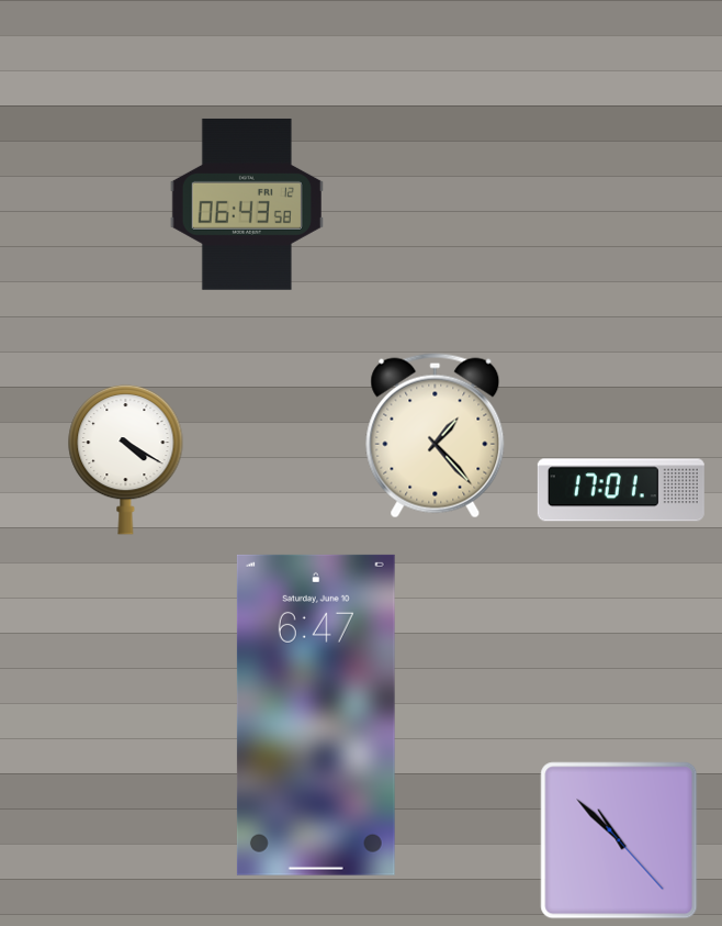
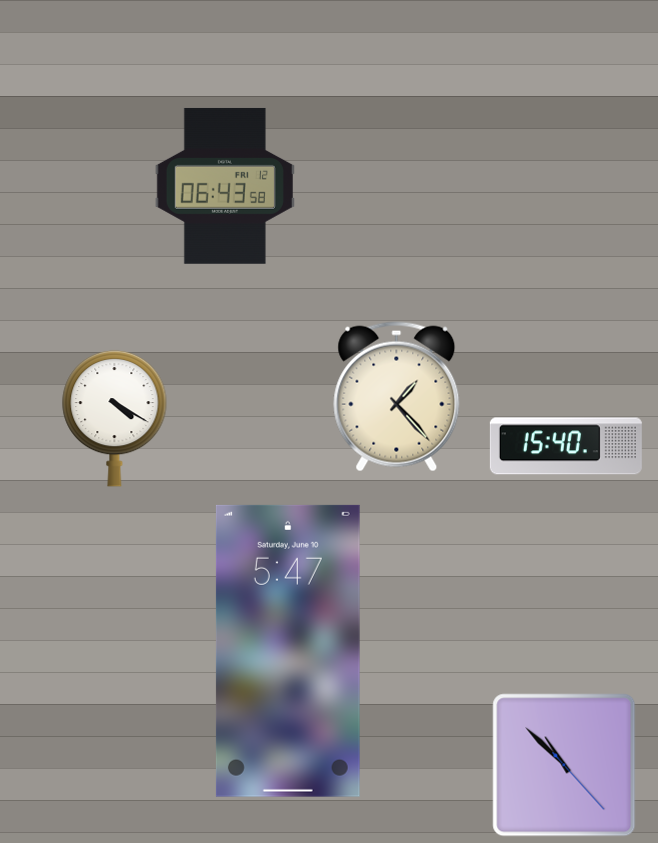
clock at (621, 490): 17:01 -> 15:40
clock at (316, 715): 6:47 -> 5:47
